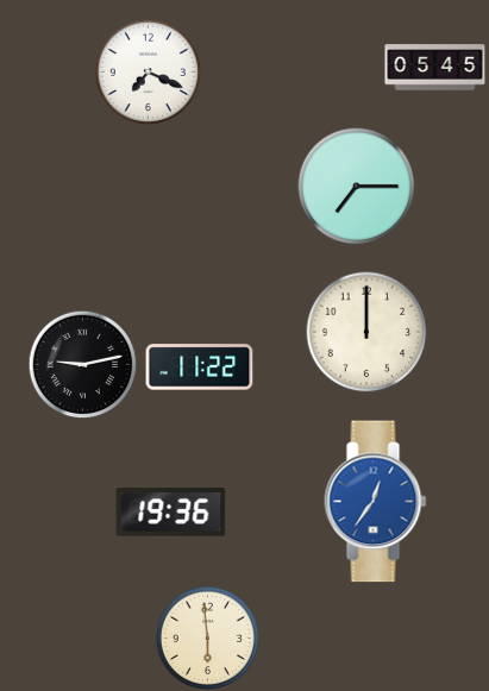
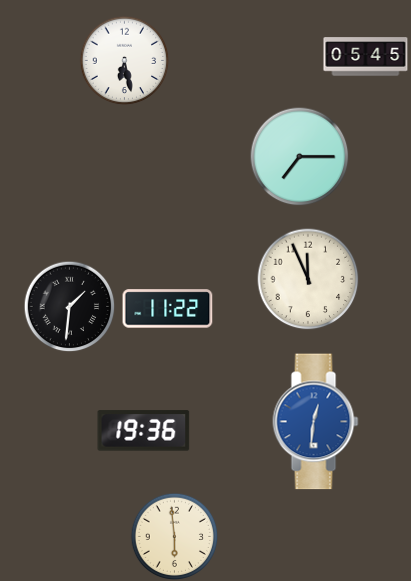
clock at (148, 71): 7:19 -> 6:28
clock at (366, 332): 12:00 -> 11:56
clock at (82, 364): 9:13 -> 1:31
clock at (376, 502): 12:36 -> 12:31
